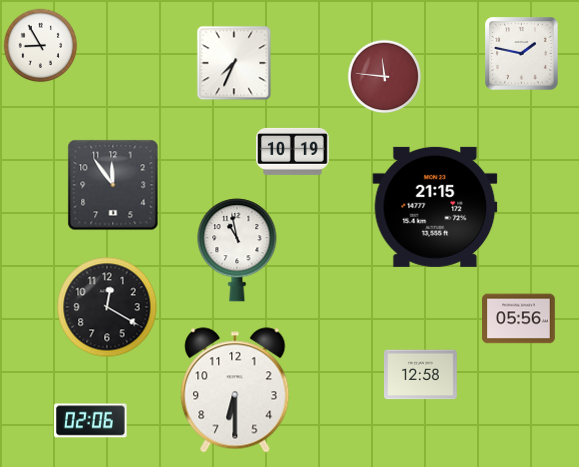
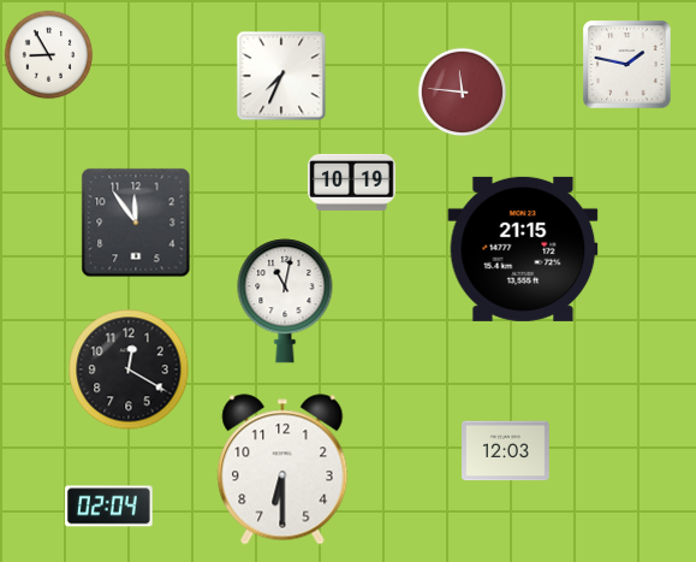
clock at (237, 250): 10:58 -> 11:02
clock at (519, 319): 05:56 -> none
clock at (421, 375): 12:58 -> 12:03
clock at (91, 421): 02:06 -> 02:04
